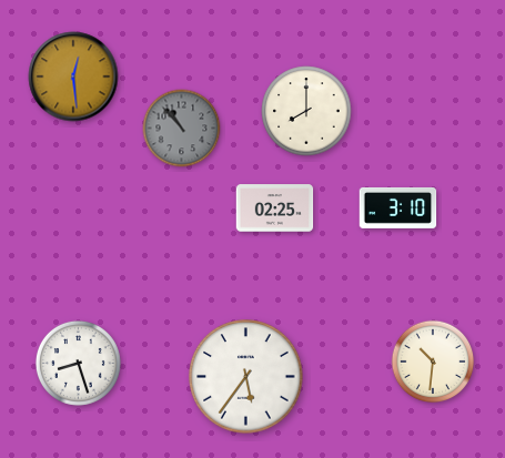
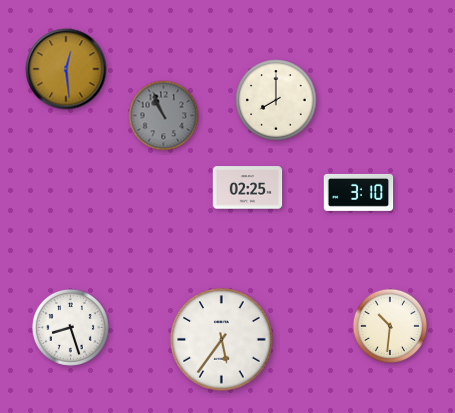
clock at (182, 129): 10:53 -> 10:56
clock at (398, 207) position: (398, 207) -> (359, 192)
